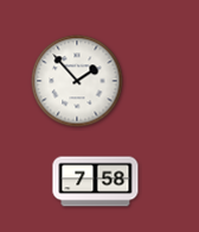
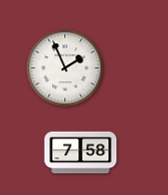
clock at (77, 81): 1:53 -> 1:56
